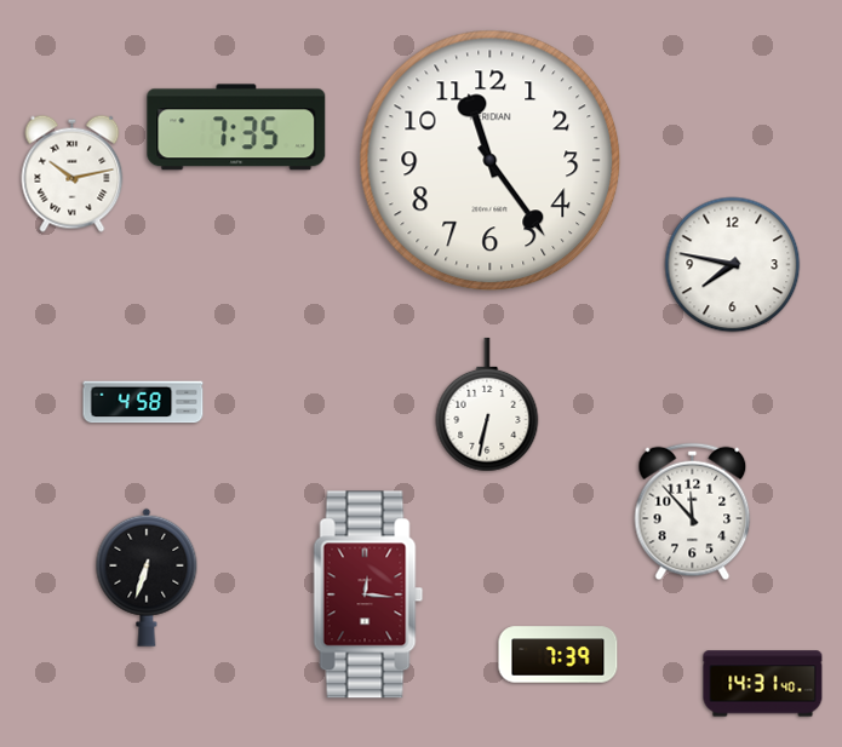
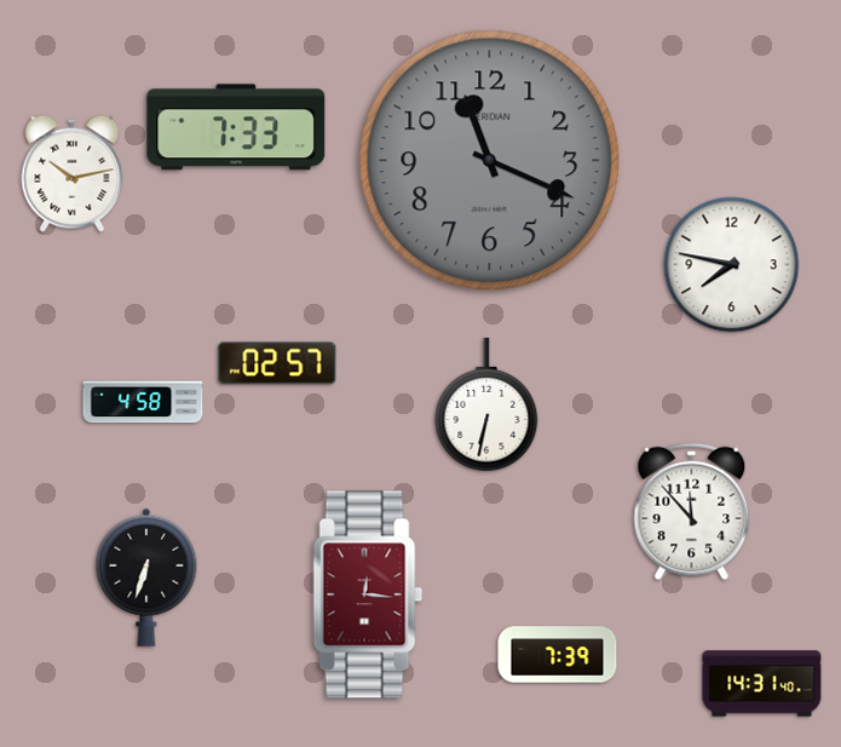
clock at (236, 127): 7:35 -> 7:33
clock at (491, 161): 11:24 -> 11:19
clock at (491, 161) dial: white -> grey
clock at (277, 363): none -> 02:57
